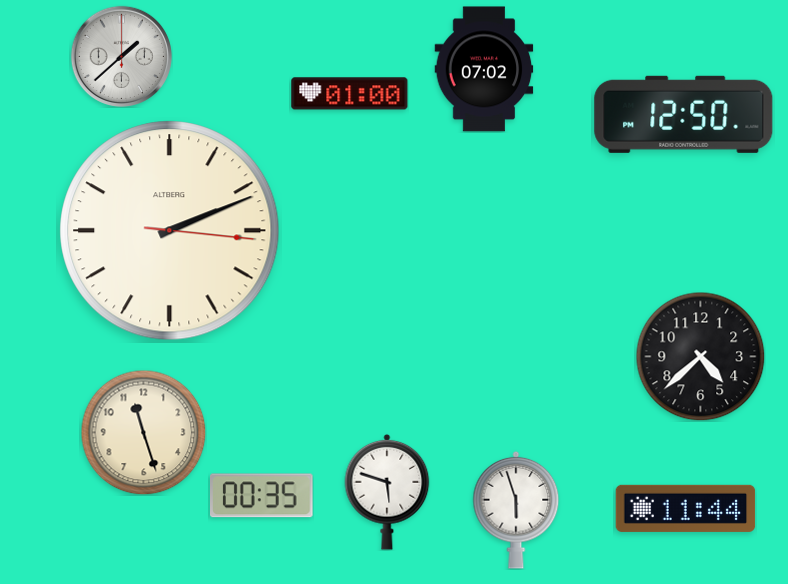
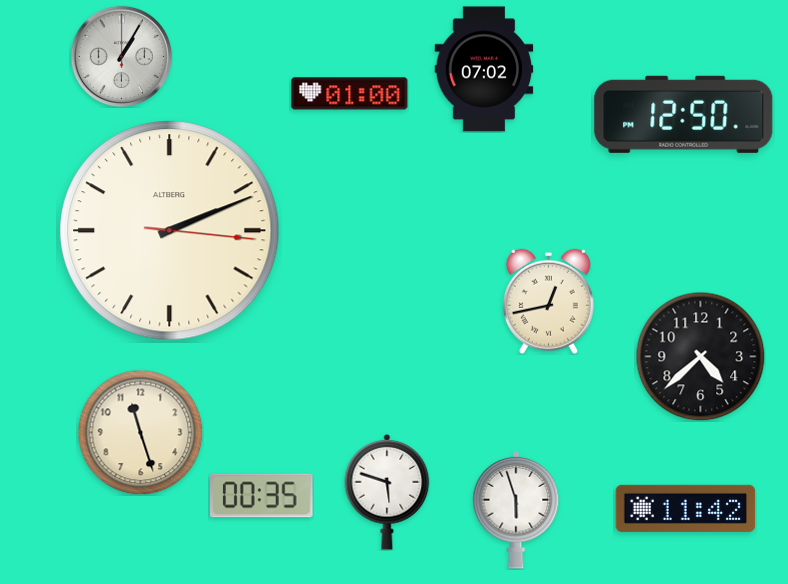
clock at (121, 56): 1:38 -> 1:05
clock at (548, 301): none -> 12:43
clock at (143, 432) position: (143, 432) -> (140, 432)
clock at (686, 508): 11:44 -> 11:42
